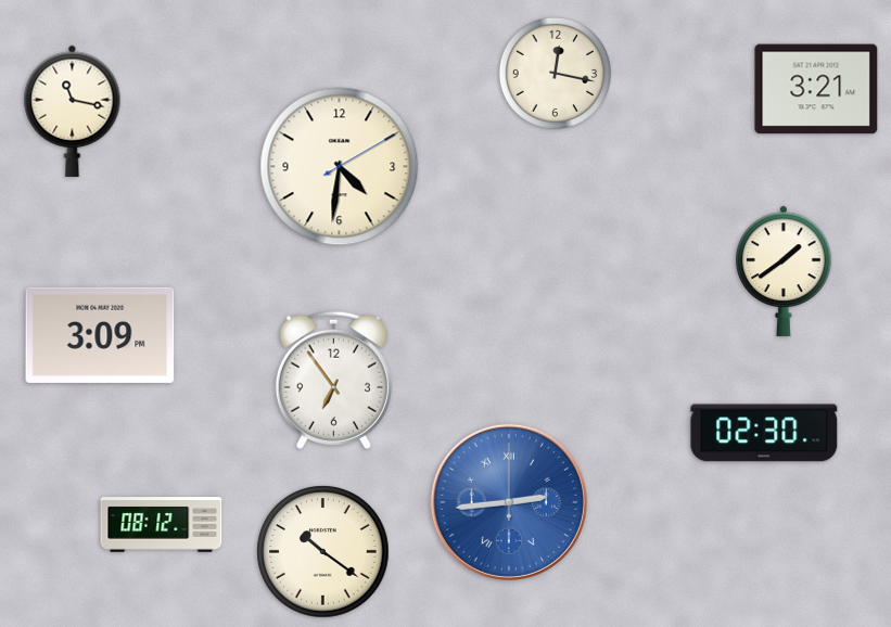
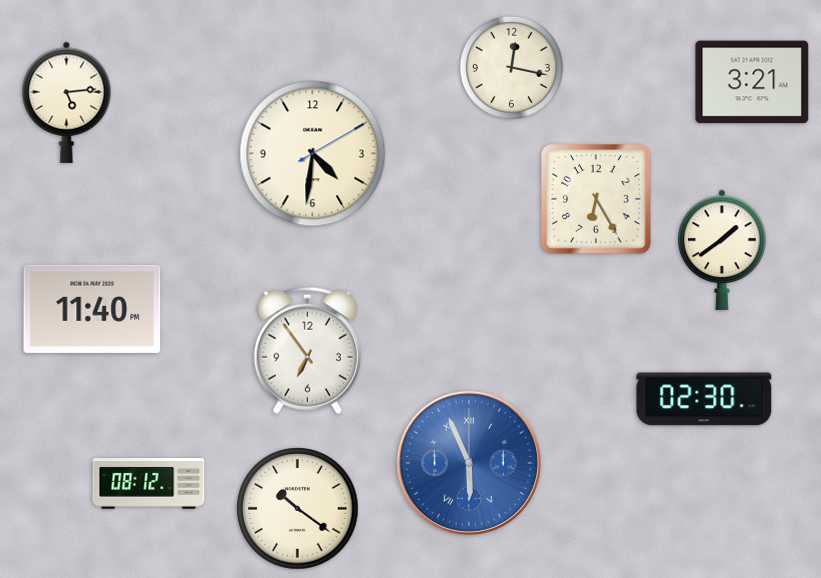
clock at (73, 111): 11:17 -> 5:14
clock at (596, 199): none -> 6:25
clock at (100, 335): 3:09 -> 11:40
clock at (509, 502): 2:44 -> 5:56
